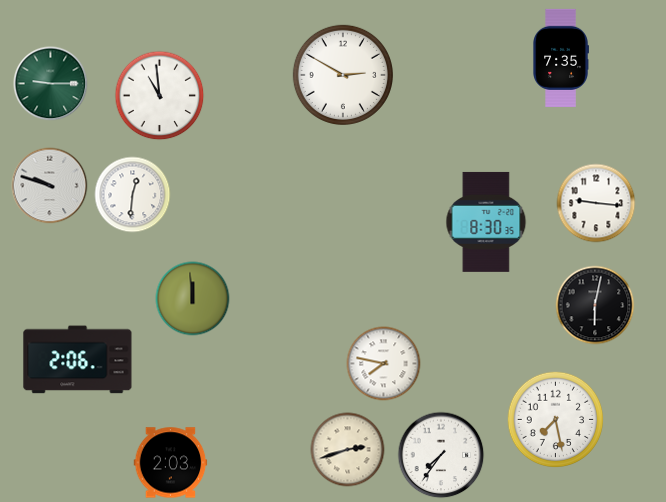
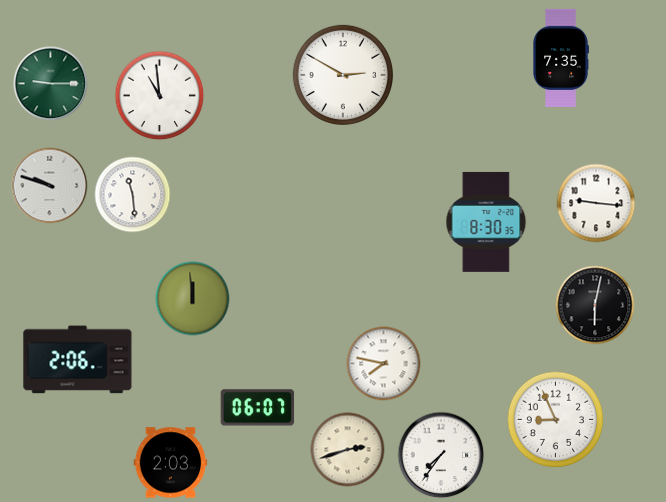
clock at (133, 195): 12:31 -> 11:29
clock at (258, 408): none -> 06:07
clock at (556, 420): 7:28 -> 8:56
